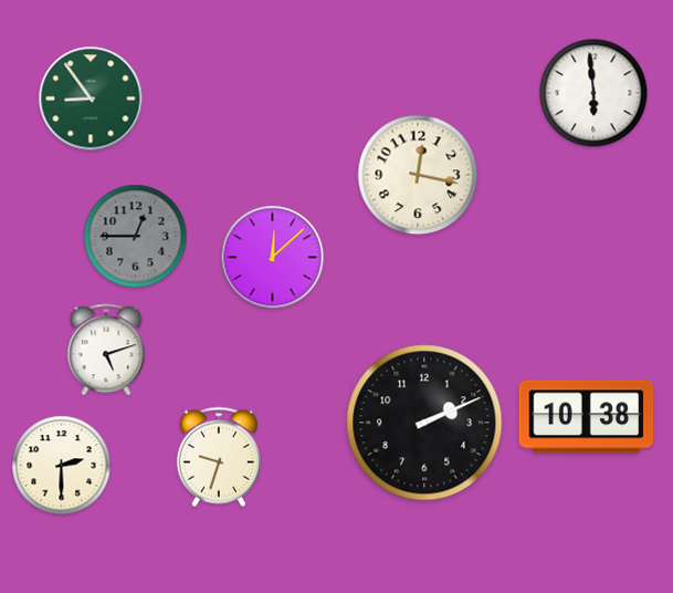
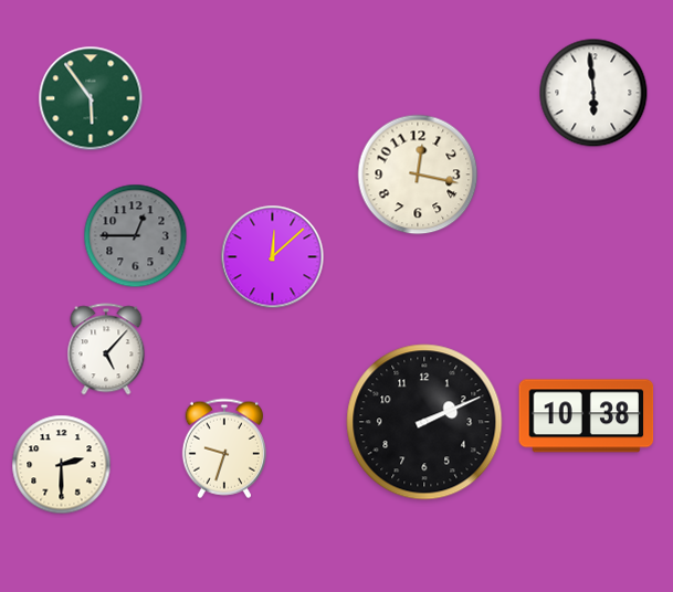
clock at (91, 98): 8:54 -> 5:54
clock at (106, 350): 5:12 -> 5:07
clock at (219, 457) position: (219, 457) -> (224, 448)
